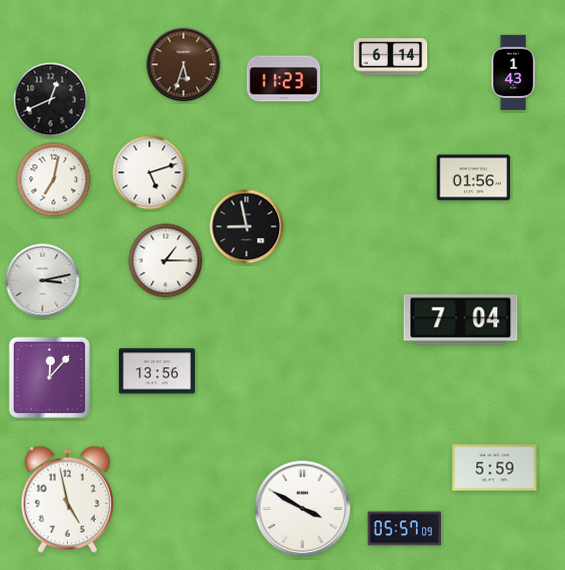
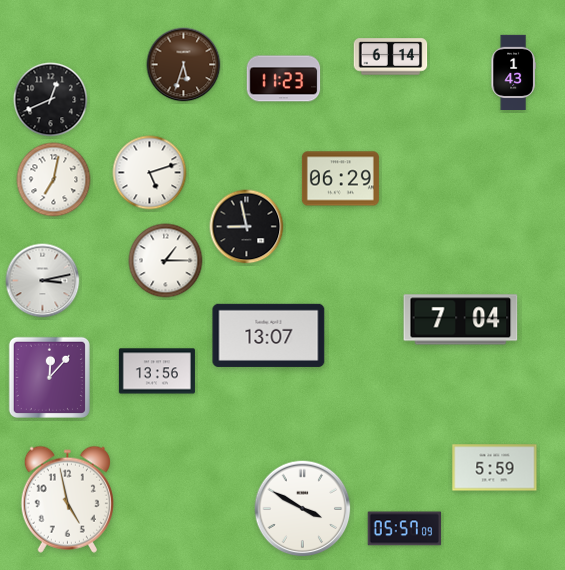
clock at (474, 178): 01:56 -> none
clock at (340, 179): none -> 06:29
clock at (269, 335): none -> 13:07
